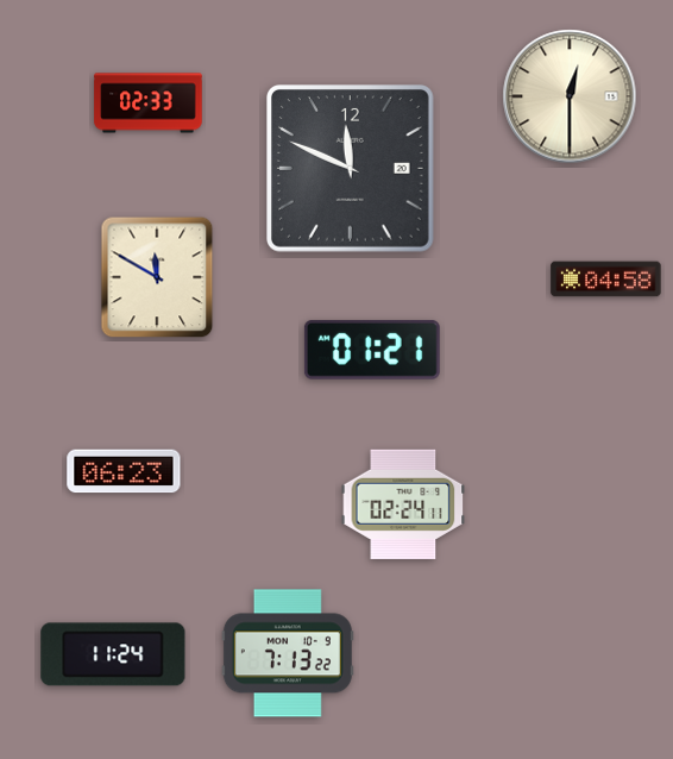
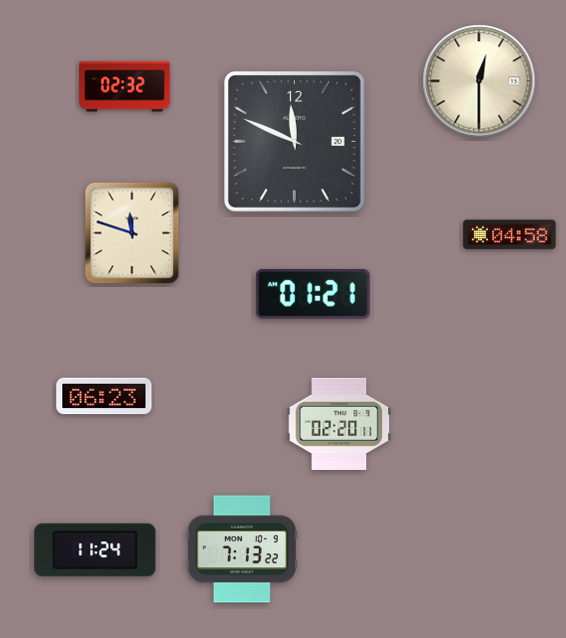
clock at (149, 103): 02:33 -> 02:32
clock at (157, 277): 11:50 -> 11:48
clock at (403, 504): 02:24 -> 02:20
